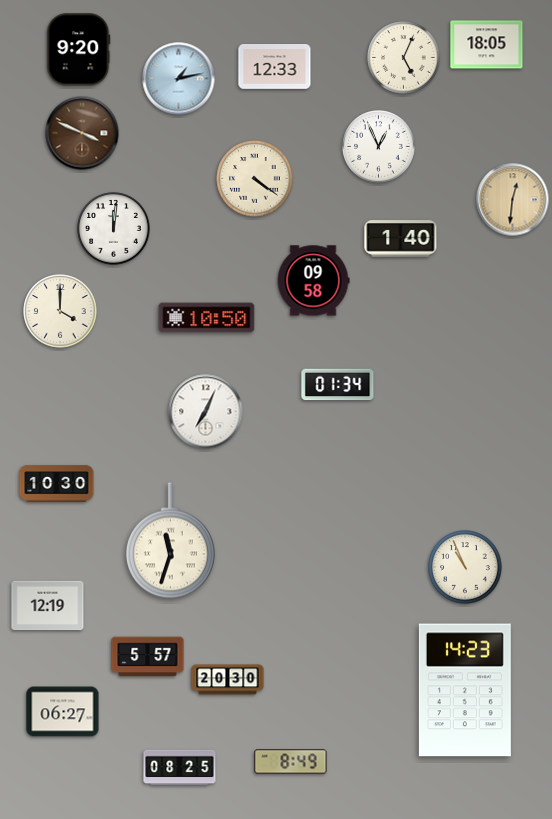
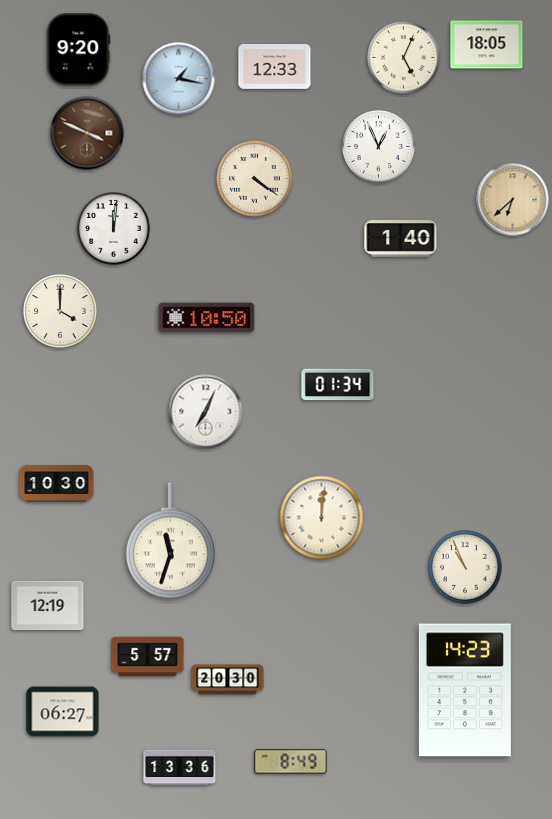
clock at (179, 79): 1:13 -> 1:17
clock at (82, 133) position: (82, 133) -> (87, 133)
clock at (513, 200): 12:31 -> 6:38
clock at (313, 281): 09:58 -> none
clock at (322, 518): none -> 12:01
clock at (180, 768): 08:25 -> 13:36
